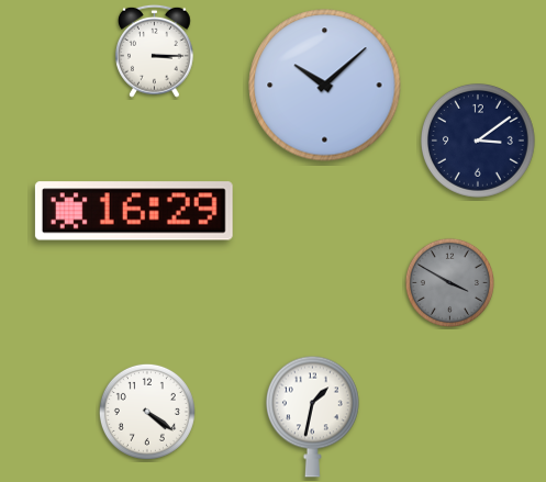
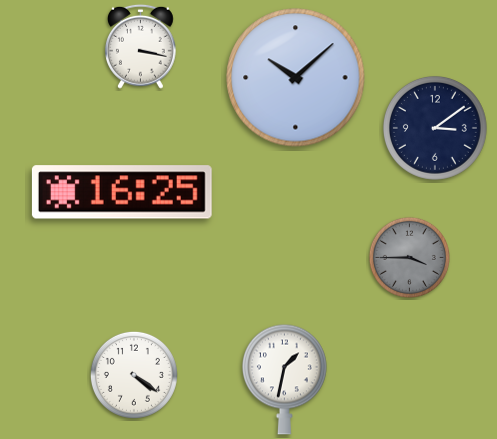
clock at (154, 51): 3:15 -> 3:17
clock at (134, 211): 16:29 -> 16:25
clock at (449, 282): 3:50 -> 3:45
